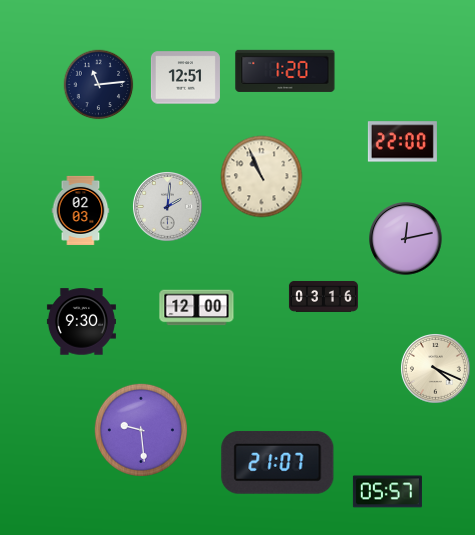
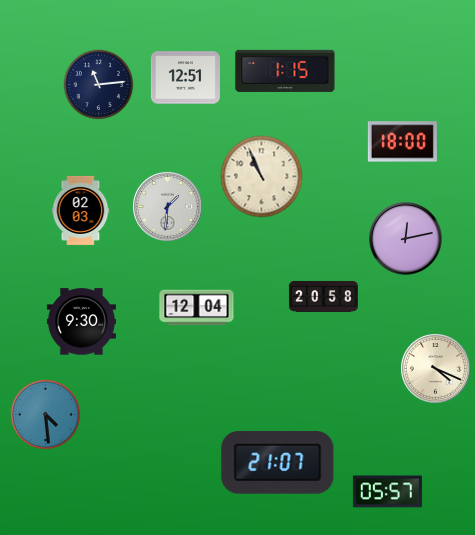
clock at (285, 71): 1:20 -> 1:15
clock at (402, 142): 22:00 -> 18:00
clock at (168, 207): 2:01 -> 1:31
clock at (323, 296): 03:16 -> 20:58
clock at (197, 308): 12:00 -> 12:04
clock at (46, 415): none -> 4:29
clock at (141, 430): 9:29 -> none
